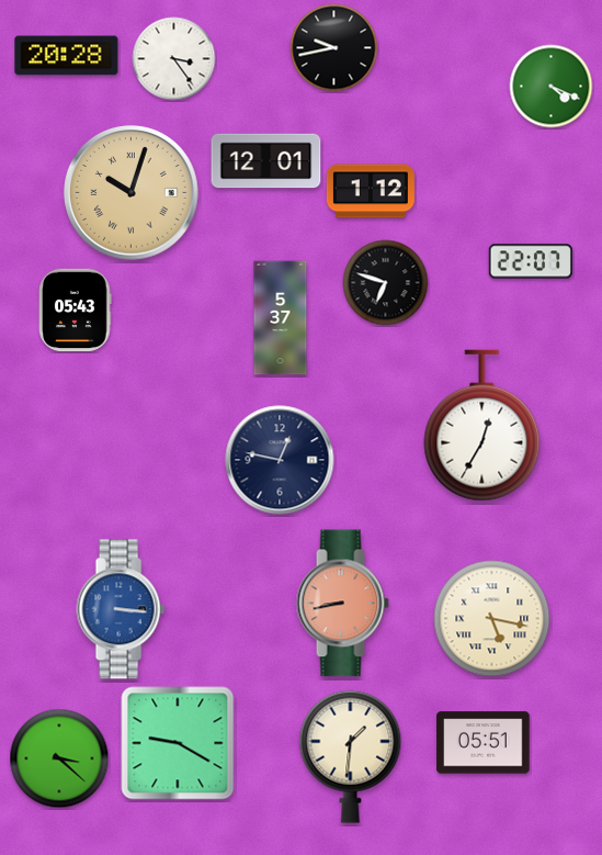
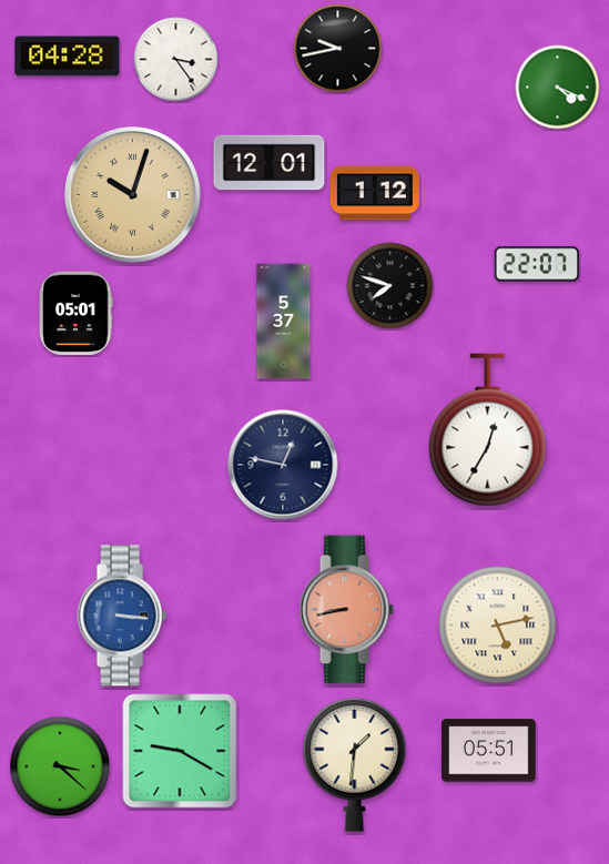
clock at (67, 56): 20:28 -> 04:28
clock at (386, 283): 6:48 -> 7:48
clock at (76, 311): 05:43 -> 05:01
clock at (492, 619): 5:17 -> 5:13
